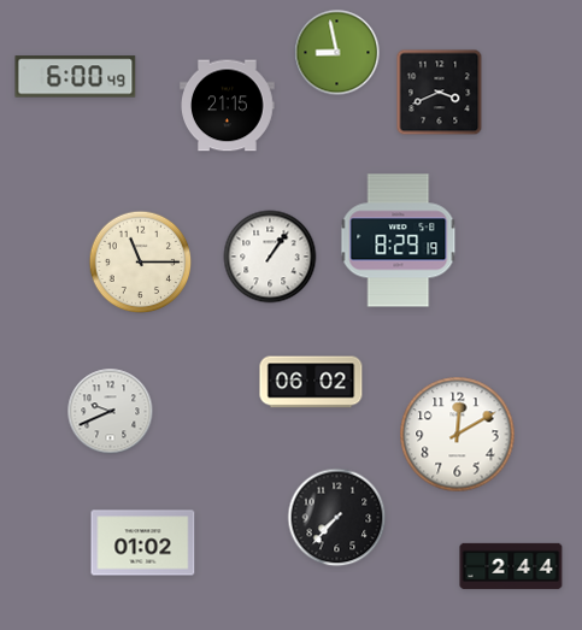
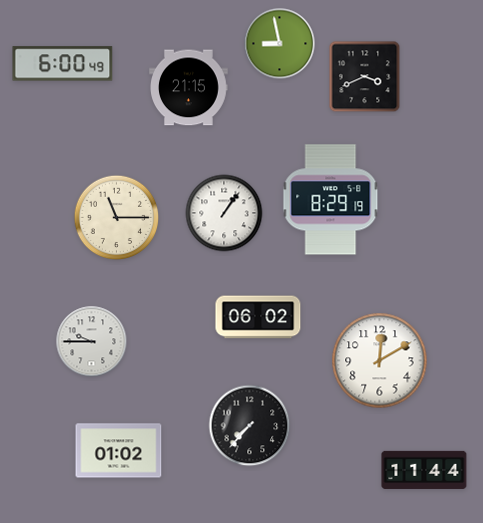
clock at (111, 412): 9:41 -> 9:45
clock at (337, 518) position: (337, 518) -> (250, 426)
clock at (511, 565): 2:44 -> 11:44
